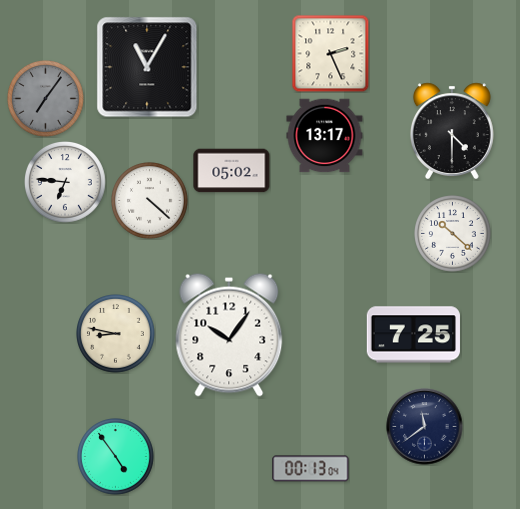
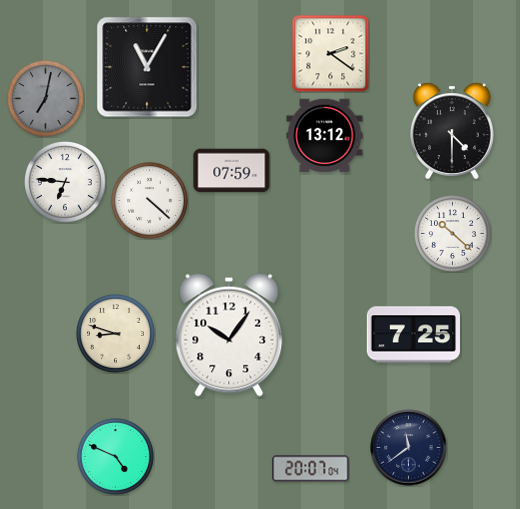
clock at (330, 53): 2:26 -> 2:21
clock at (46, 99): 7:06 -> 7:02
clock at (325, 136): 13:17 -> 13:12
clock at (232, 171): 05:02 -> 07:59
clock at (116, 334): 8:47 -> 8:48
clock at (425, 427) position: (425, 427) -> (409, 448)
clock at (116, 457): 4:54 -> 4:49
clock at (311, 469): 00:13 -> 20:07
